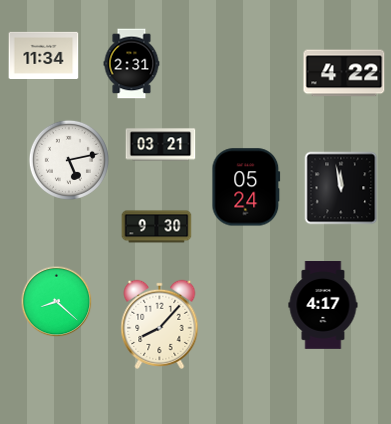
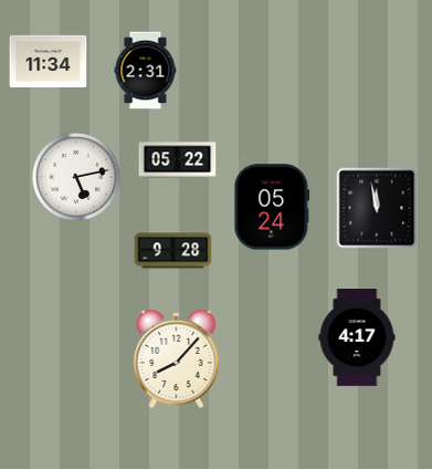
clock at (344, 73): 4:22 -> none
clock at (161, 145): 03:21 -> 05:22
clock at (157, 227): 9:30 -> 9:28
clock at (57, 302): 8:22 -> none
